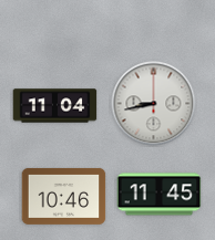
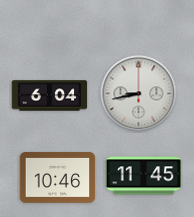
clock at (55, 106): 11:04 -> 6:04
